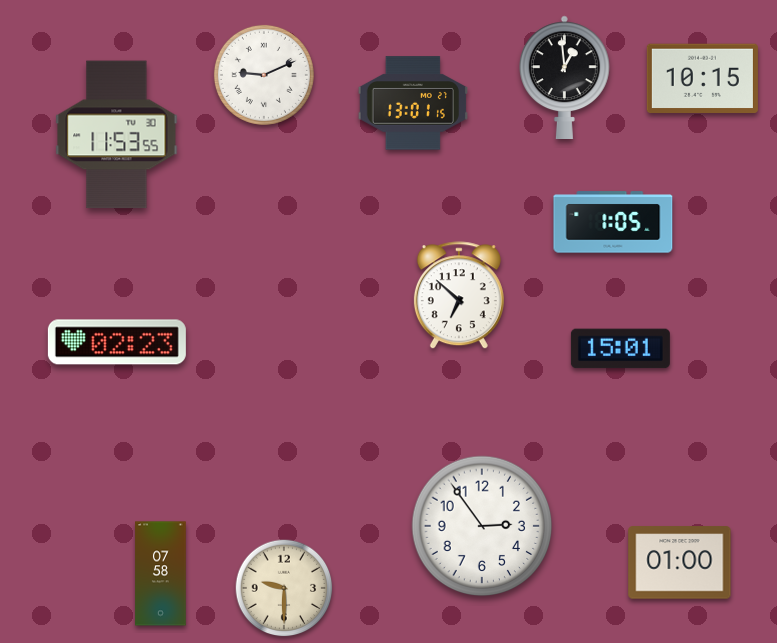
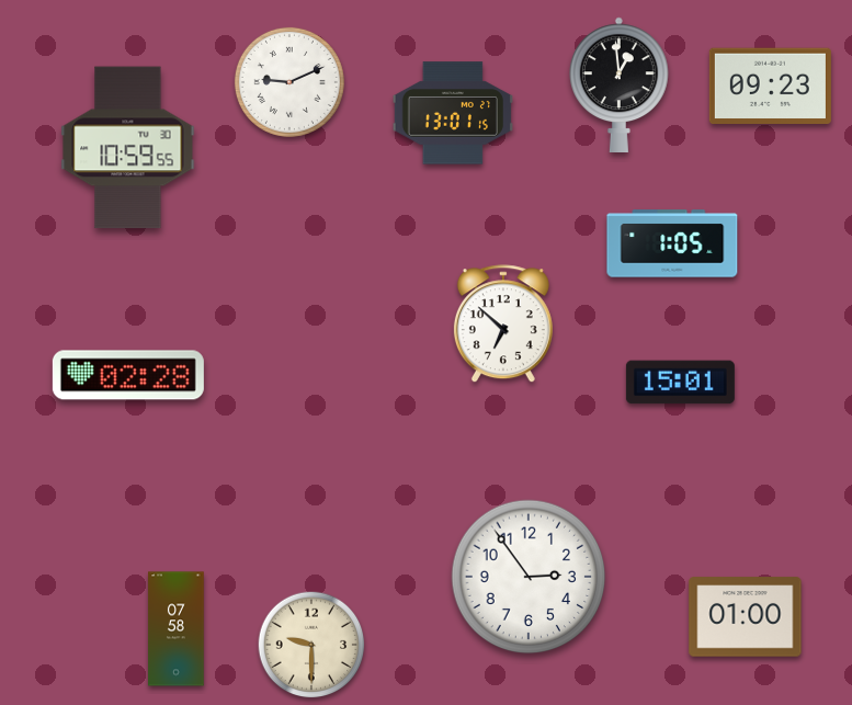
clock at (702, 79): 10:15 -> 09:23
clock at (117, 135): 11:53 -> 10:59
clock at (117, 342): 02:23 -> 02:28
